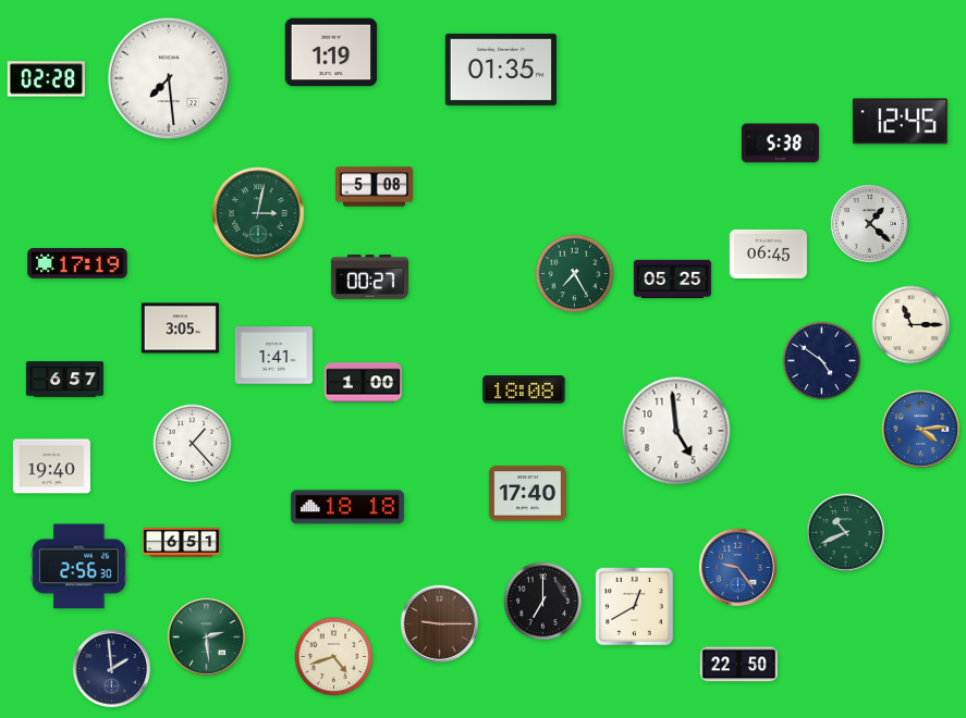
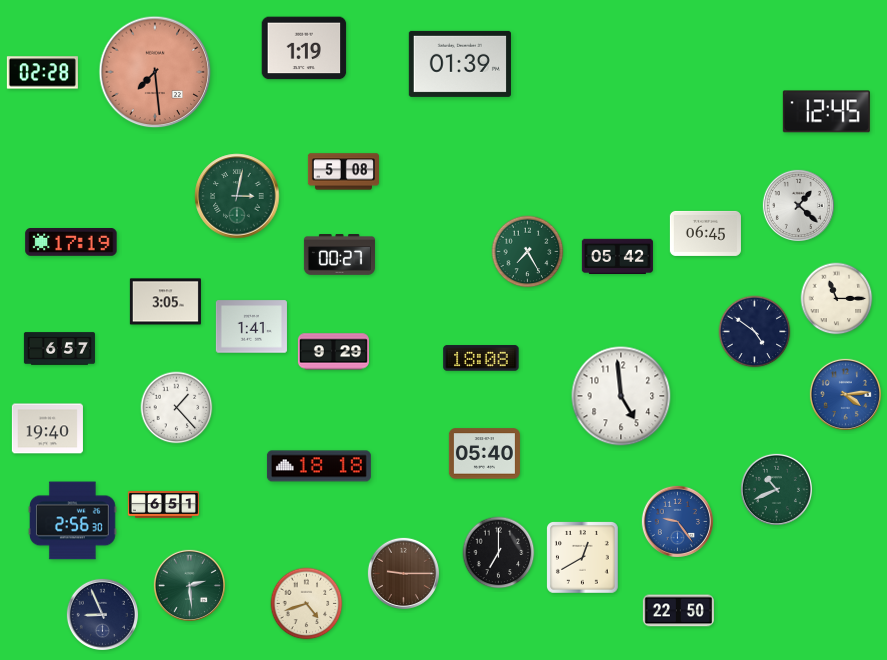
clock at (501, 70): 01:35 -> 01:39
clock at (169, 78) dial: white -> salmon
clock at (780, 144): 5:38 -> none
clock at (672, 280): 05:25 -> 05:42
clock at (363, 383): 1:00 -> 9:29
clock at (527, 494): 17:40 -> 05:40
clock at (181, 543) position: (181, 543) -> (163, 505)
clock at (111, 668): 1:59 -> 8:56
